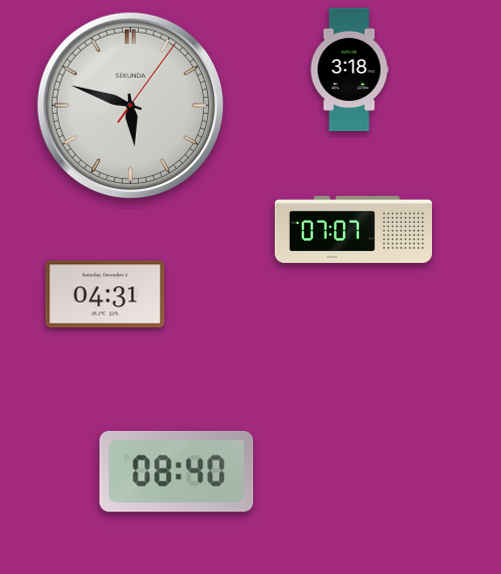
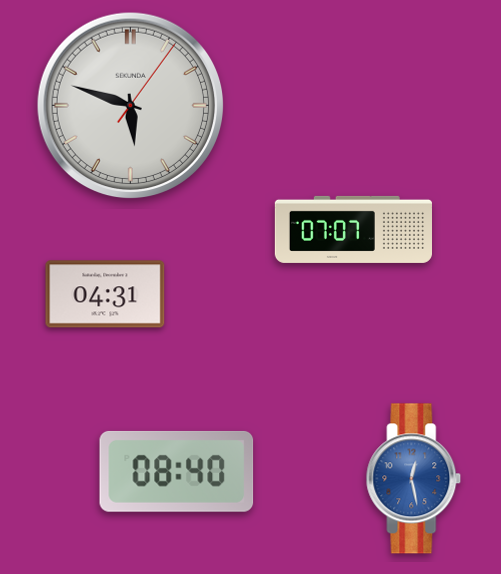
clock at (349, 70): 3:18 -> none
clock at (414, 479): none -> 12:28
